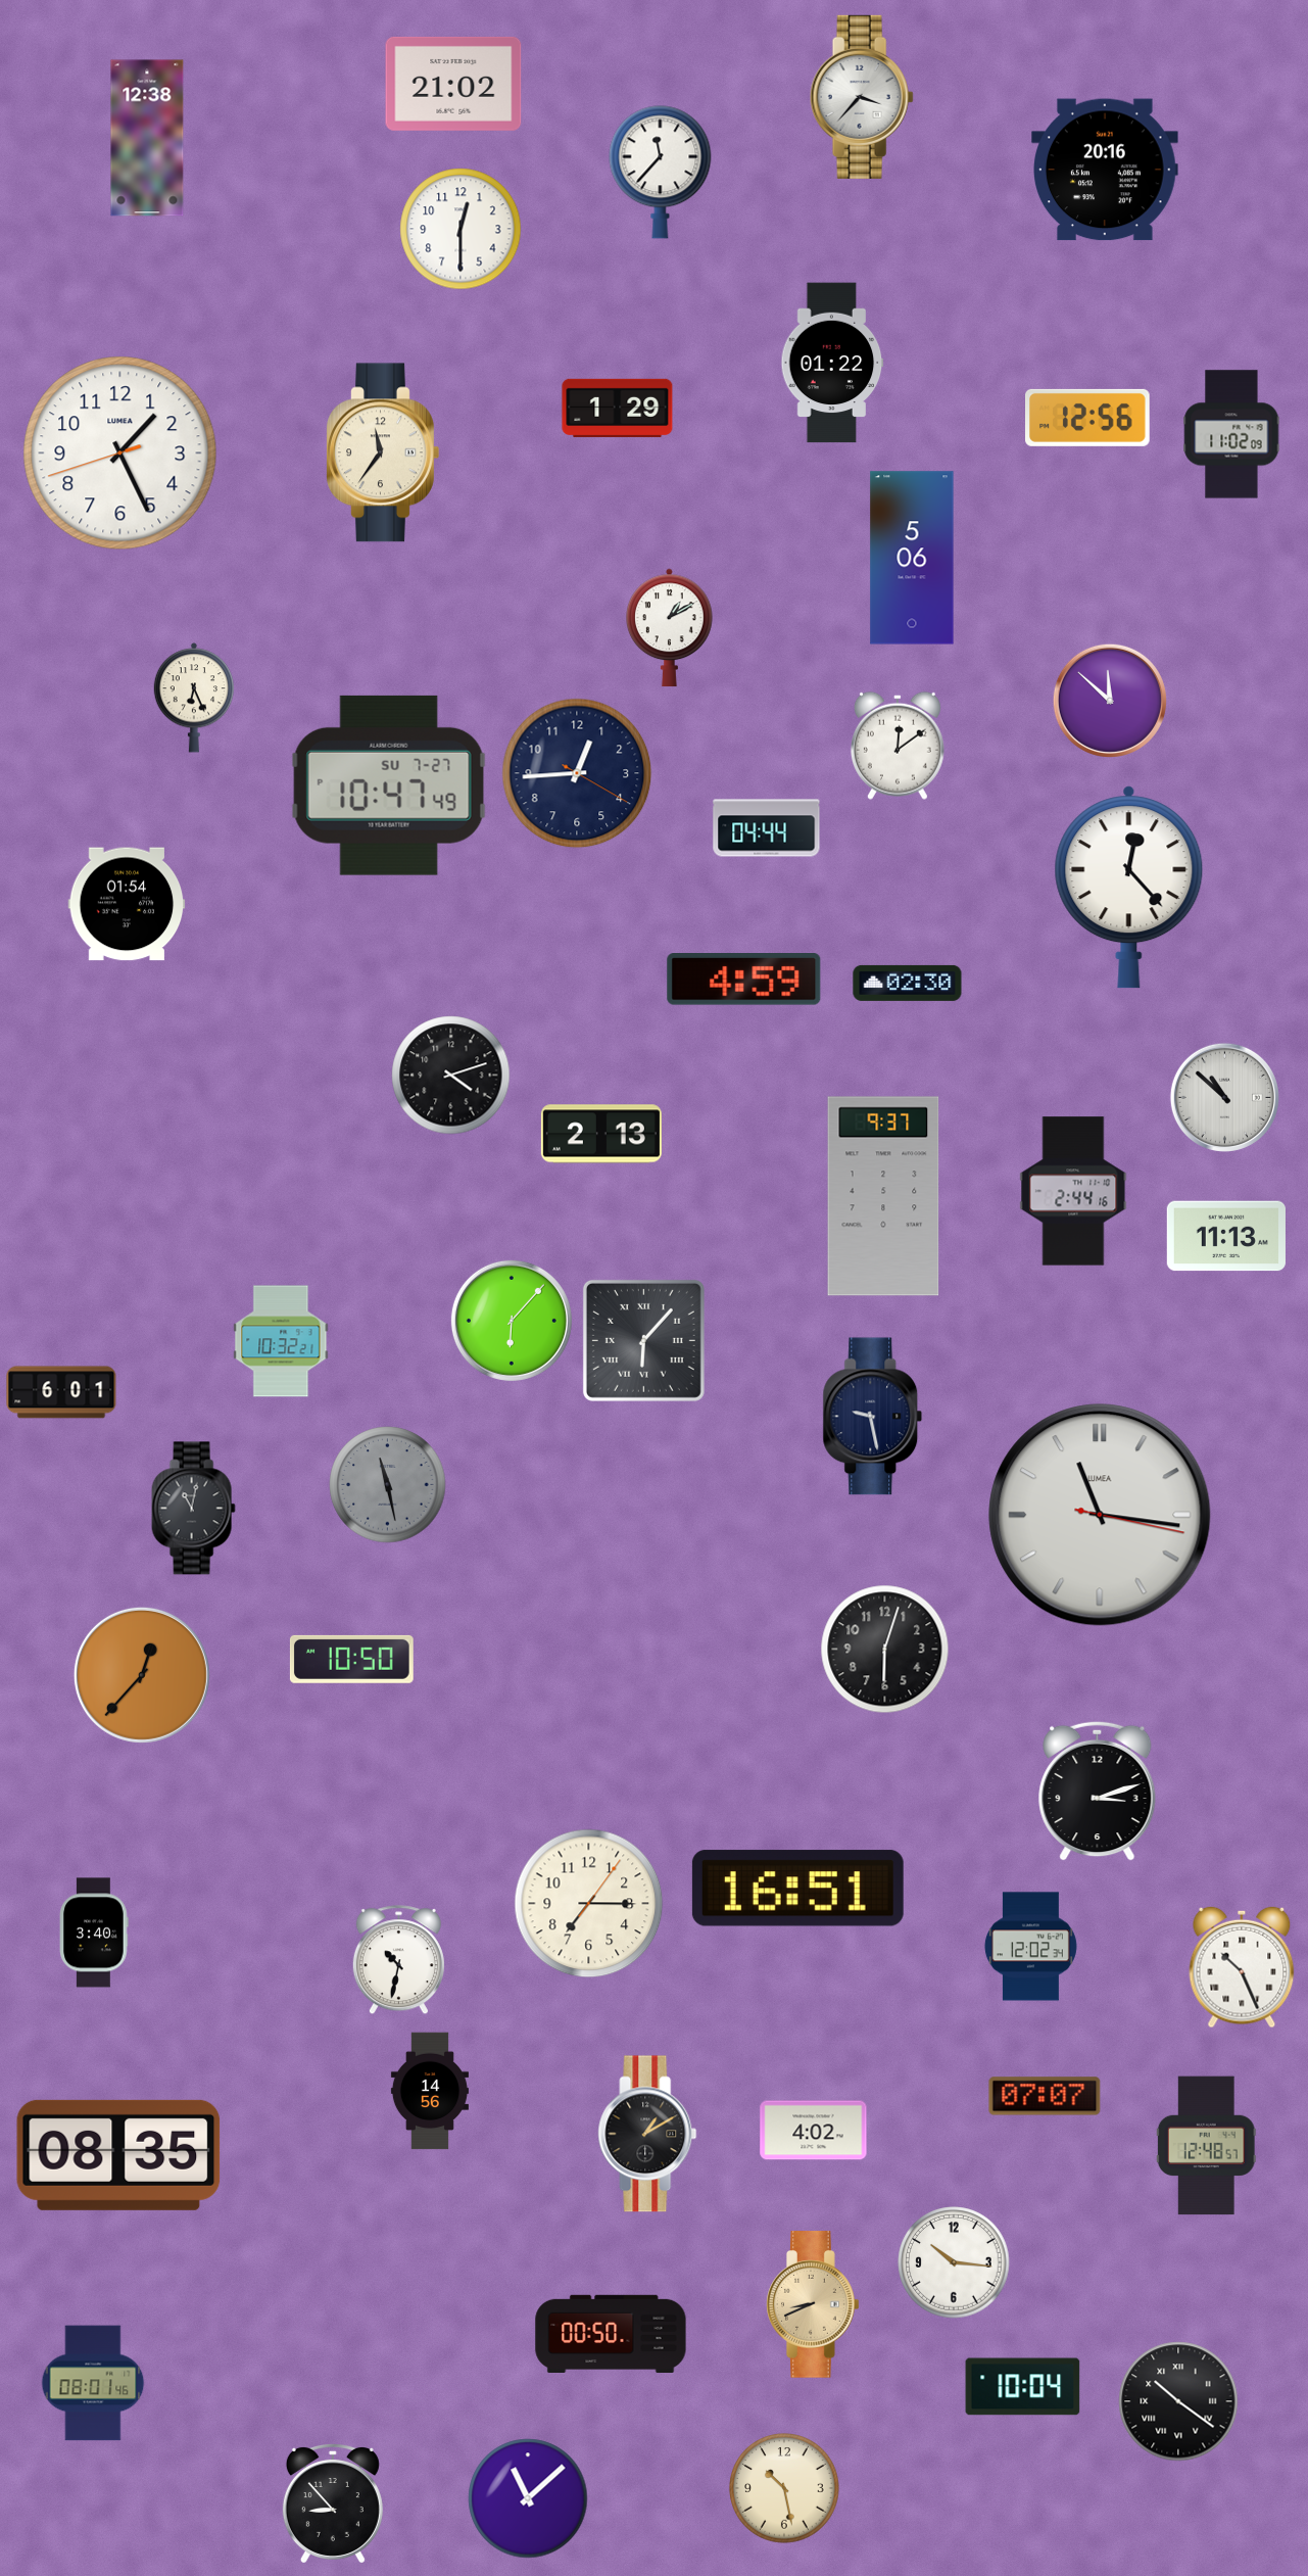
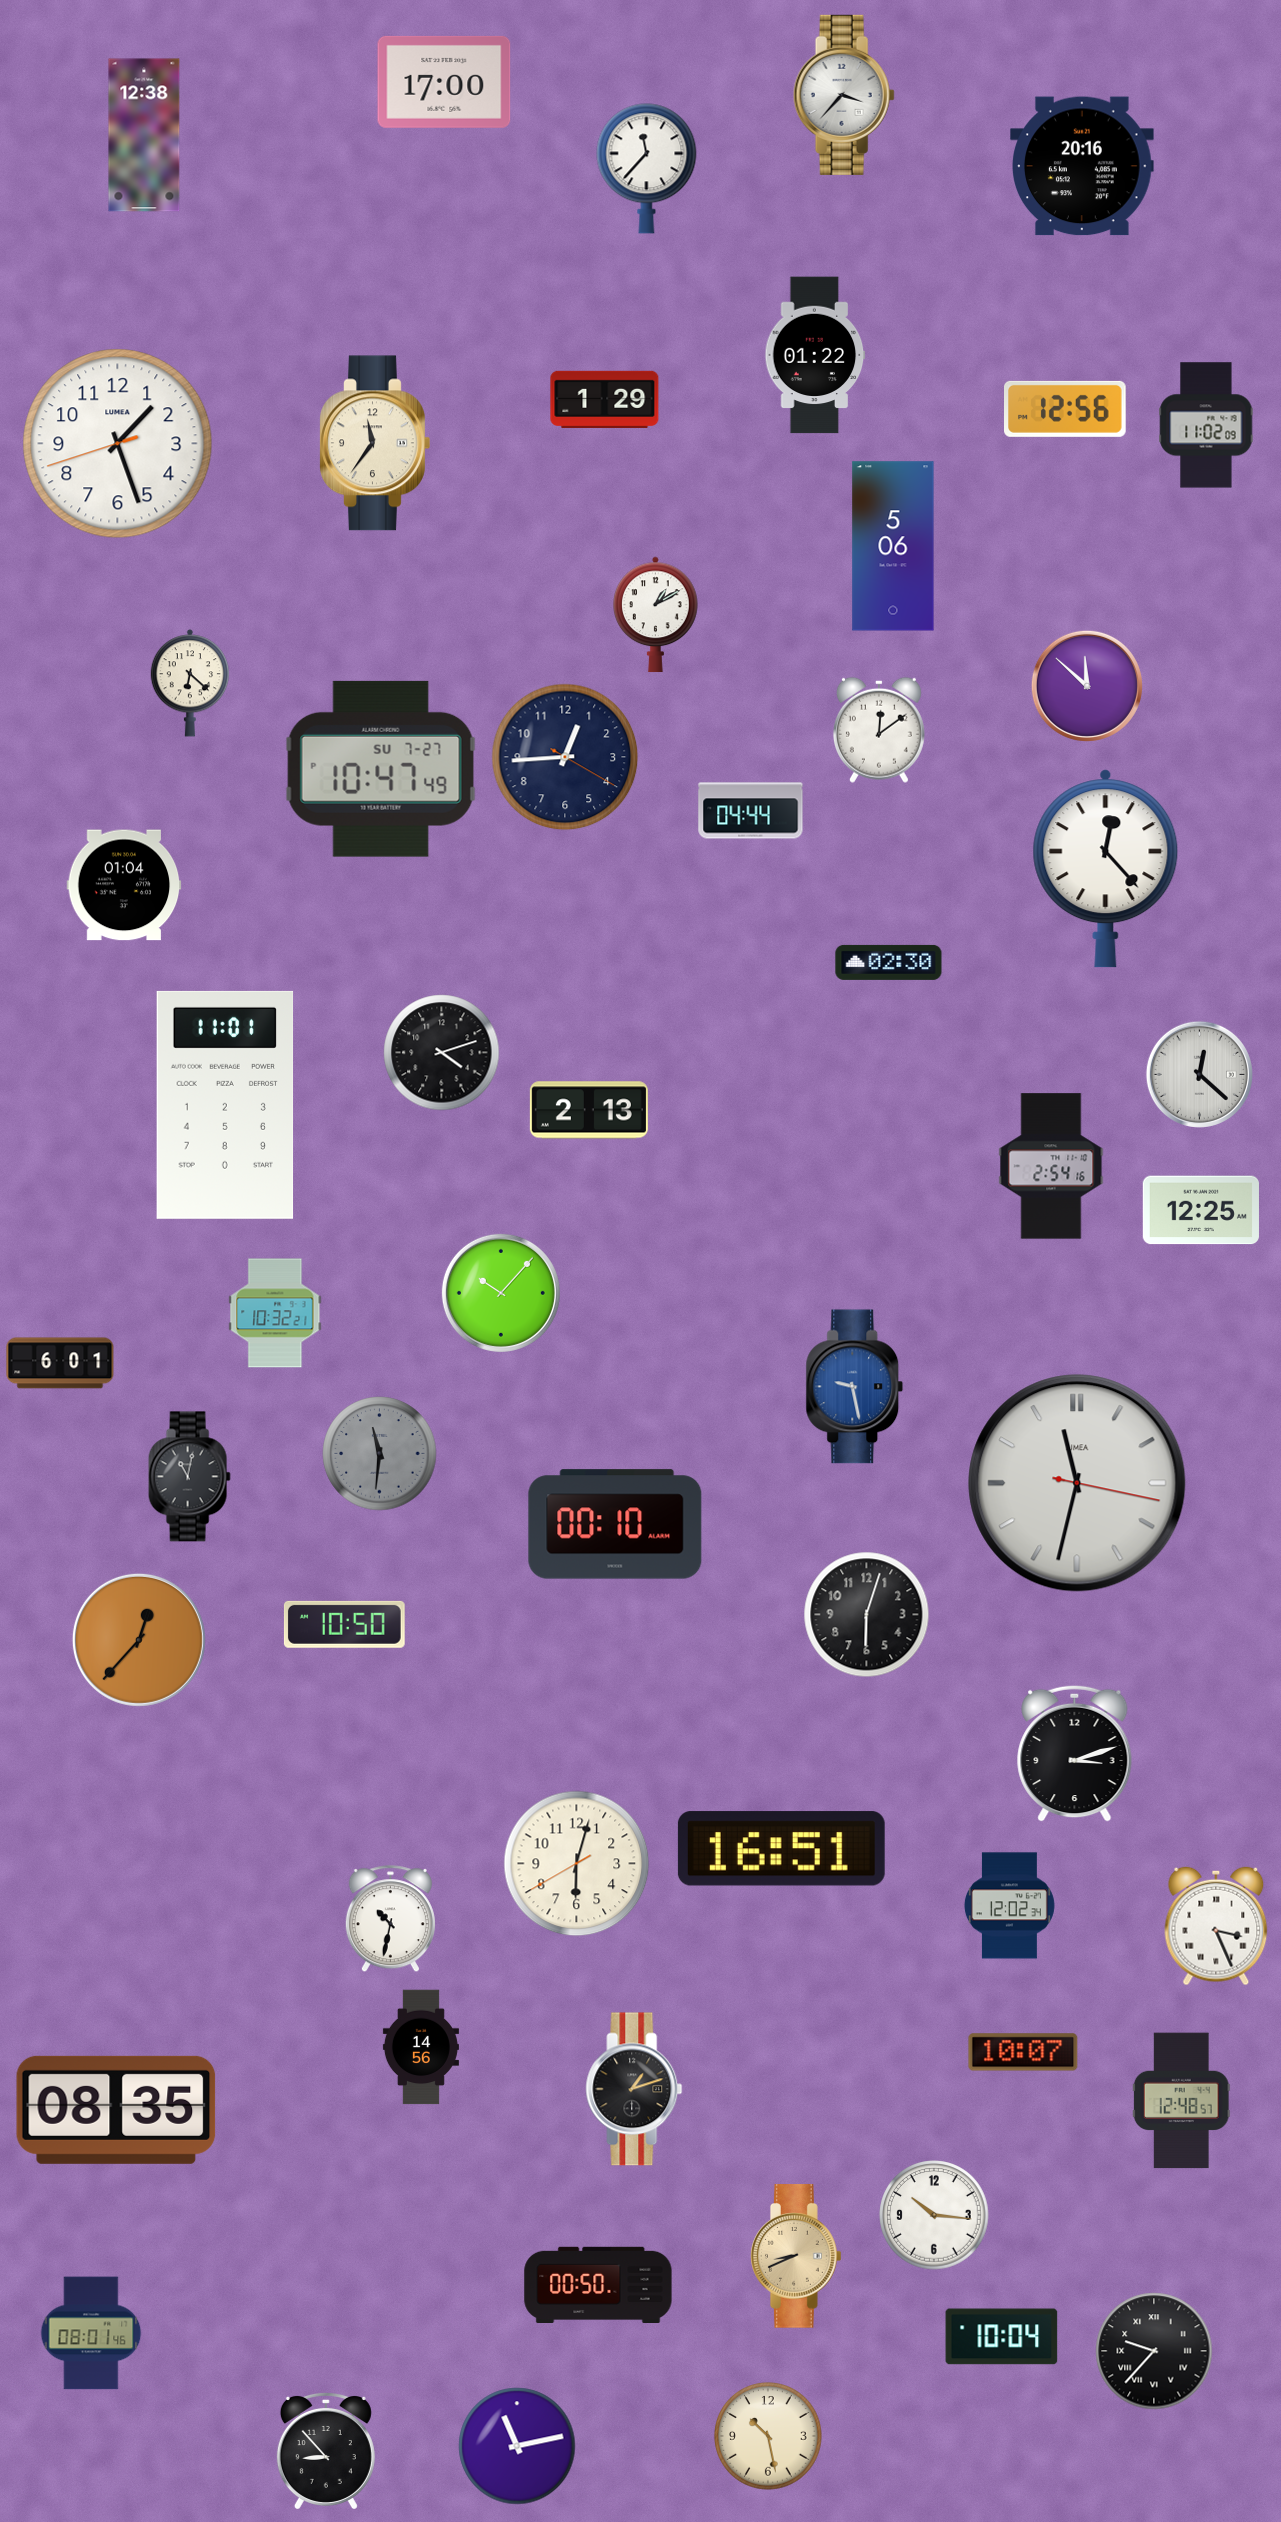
clock at (453, 84): 21:02 -> 17:00
clock at (461, 229): 12:30 -> none
clock at (120, 454): 1:25 -> 1:26
clock at (194, 698): 6:26 -> 6:22
clock at (127, 904): 01:54 -> 01:04
clock at (744, 980): 4:59 -> none
clock at (1224, 1097): 10:52 -> 12:22
clock at (225, 1105): none -> 11:01
clock at (1073, 1191): 2:44 -> 2:54
clock at (883, 1196): 9:37 -> none
clock at (1226, 1236): 11:13 -> 12:25
clock at (512, 1321): 6:07 -> 10:07
clock at (643, 1340): 6:07 -> none
clock at (873, 1417) dial: navy -> blue
clock at (388, 1485): 11:28 -> 11:31
clock at (1100, 1515): 11:16 -> 11:32
clock at (615, 1524): none -> 00:10
clock at (589, 1904): 7:15 -> 6:02
clock at (94, 1933): 3:40 -> none
clock at (1242, 1967): 10:26 -> 3:26
clock at (1045, 2096): 07:07 -> 10:07
clock at (814, 2131): 4:02 -> none
clock at (647, 2134): 1:10 -> 1:12
clock at (1178, 2401): 10:21 -> 9:37
clock at (528, 2498): 11:08 -> 11:13
